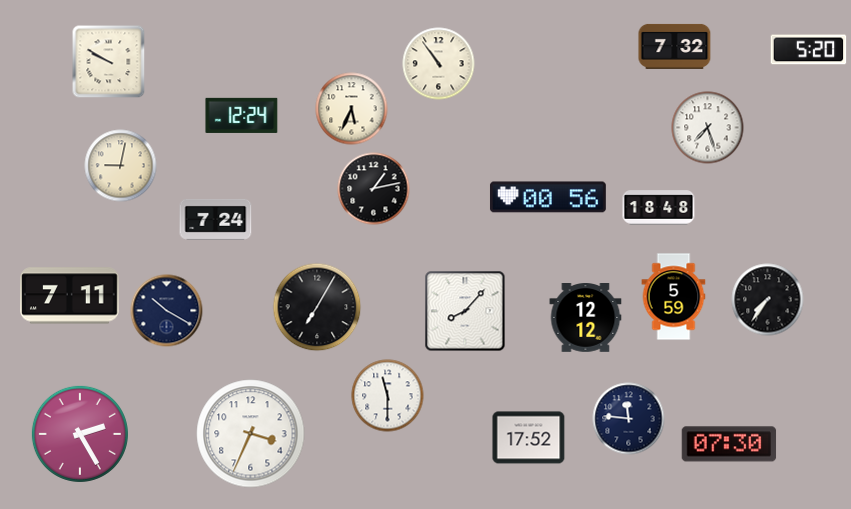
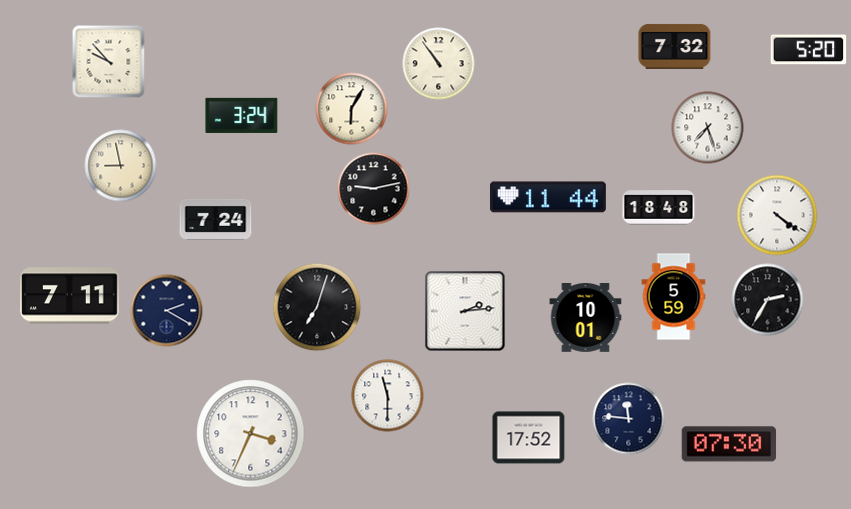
clock at (109, 62): 9:50 -> 9:53
clock at (352, 109): 5:34 -> 6:05
clock at (242, 115): 12:24 -> 3:24
clock at (121, 166): 9:02 -> 8:58
clock at (374, 189): 1:13 -> 9:13
clock at (548, 197): 00:56 -> 11:44
clock at (777, 215): none -> 4:21
clock at (768, 300): 7:36 -> 2:35
clock at (317, 307): 7:05 -> 7:03
clock at (167, 311): 10:20 -> 2:20
clock at (465, 311): 8:07 -> 2:14
clock at (586, 318): 12:12 -> 10:01
clock at (80, 434): 2:25 -> none
